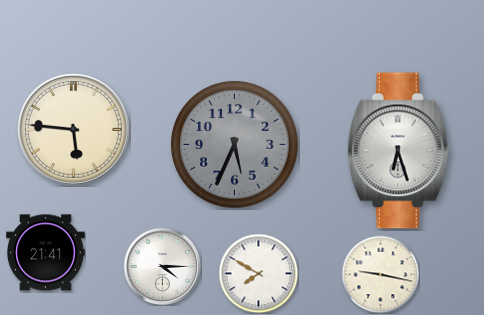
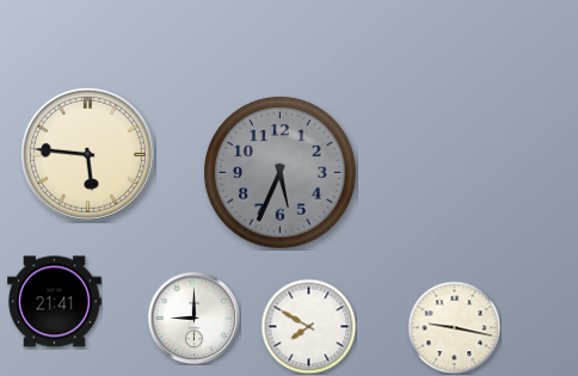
clock at (399, 151): 6:27 -> none
clock at (162, 266): 4:15 -> 9:00
